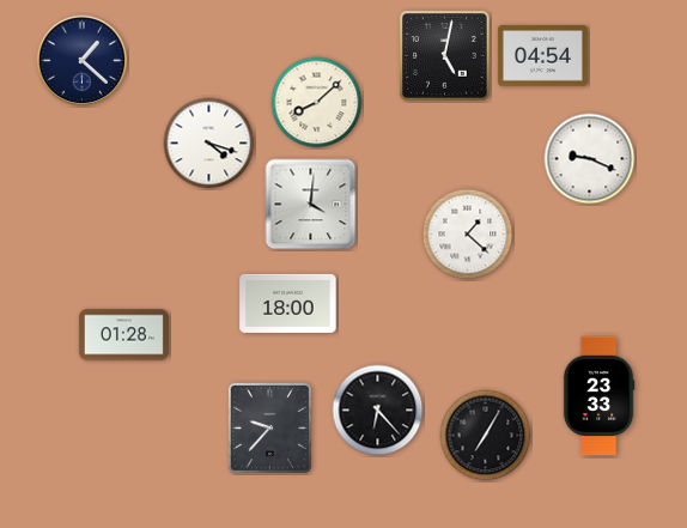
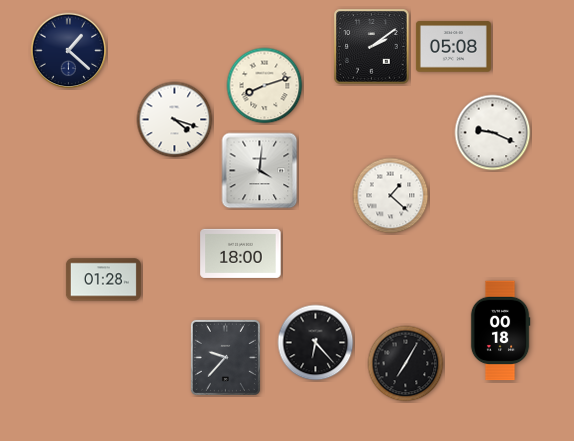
clock at (445, 56): 5:02 -> 2:09
clock at (542, 56): 04:54 -> 05:08
clock at (317, 103): 8:08 -> 8:12
clock at (598, 396): 23:33 -> 00:18
